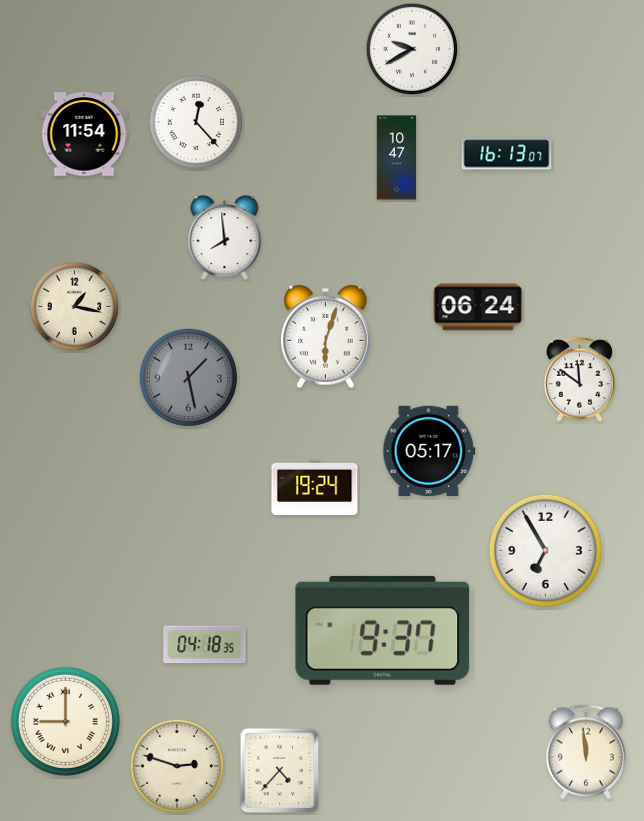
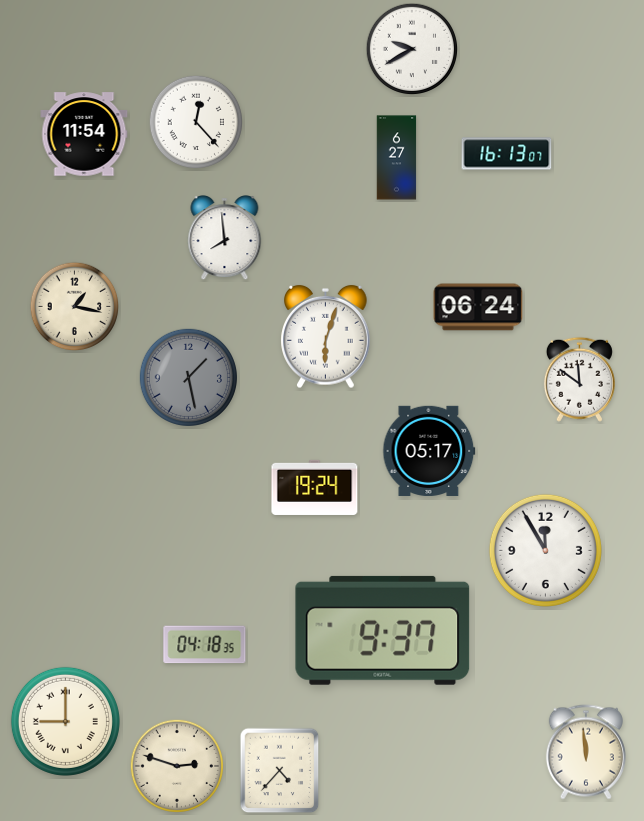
clock at (397, 158): 10:47 -> 6:27
clock at (545, 550): 6:55 -> 11:55
